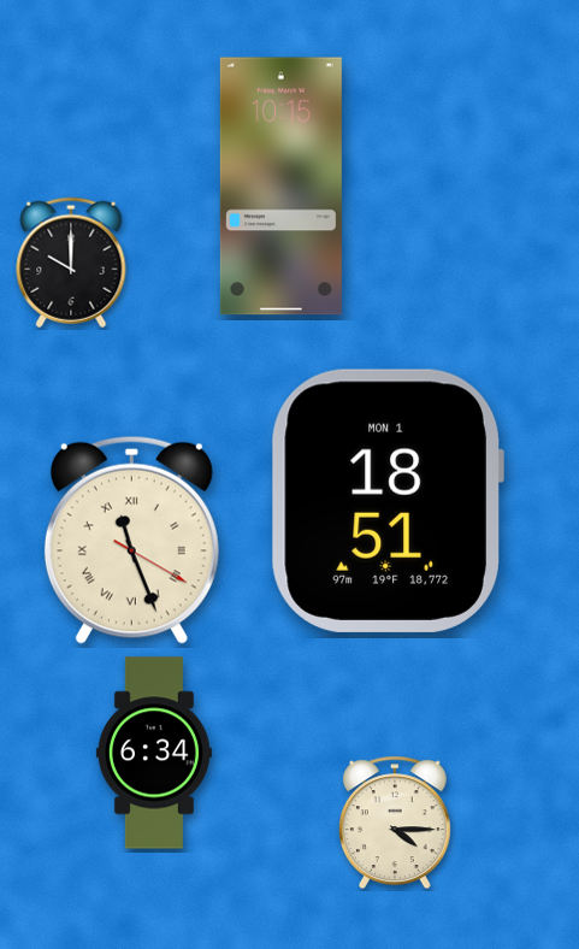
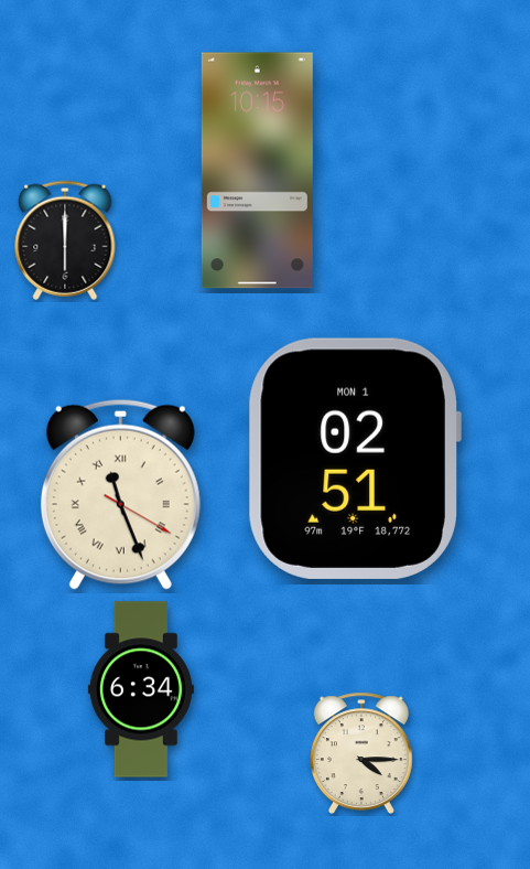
clock at (71, 263): 10:00 -> 6:00
clock at (388, 501): 18:51 -> 02:51
